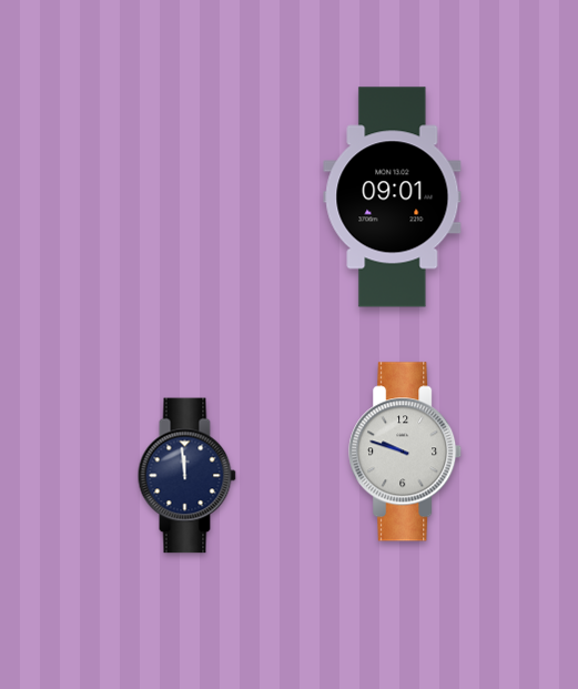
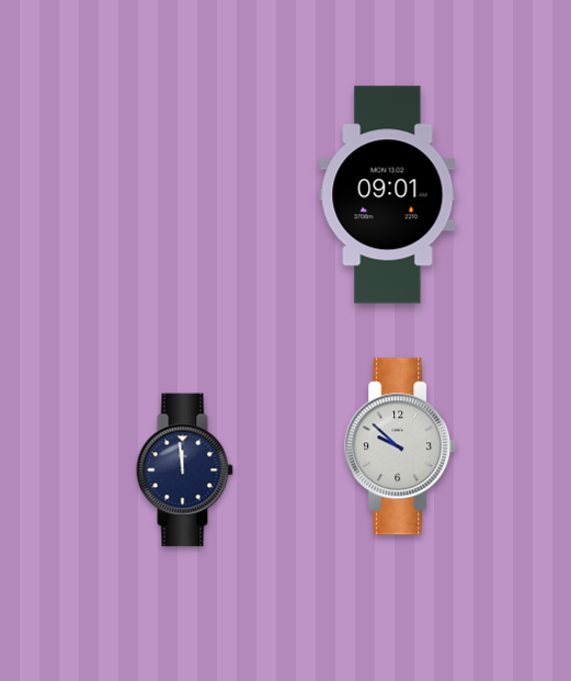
clock at (406, 452): 9:48 -> 9:52
